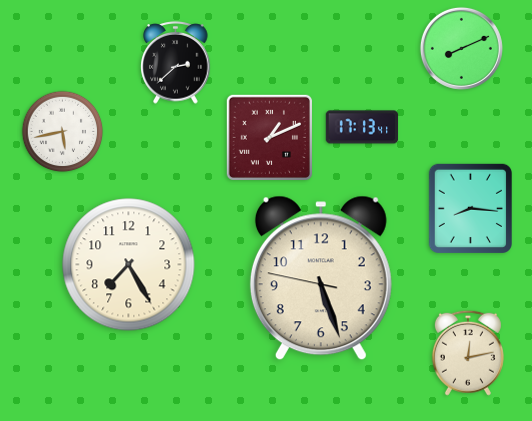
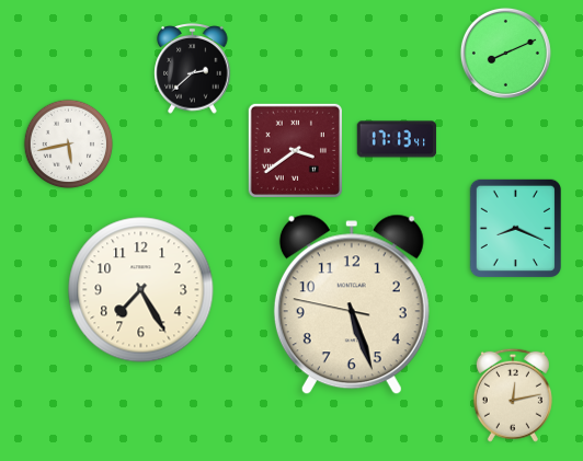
clock at (269, 137): 1:11 -> 3:39
clock at (470, 208): 8:16 -> 8:19
clock at (468, 353) position: (468, 353) -> (513, 395)
